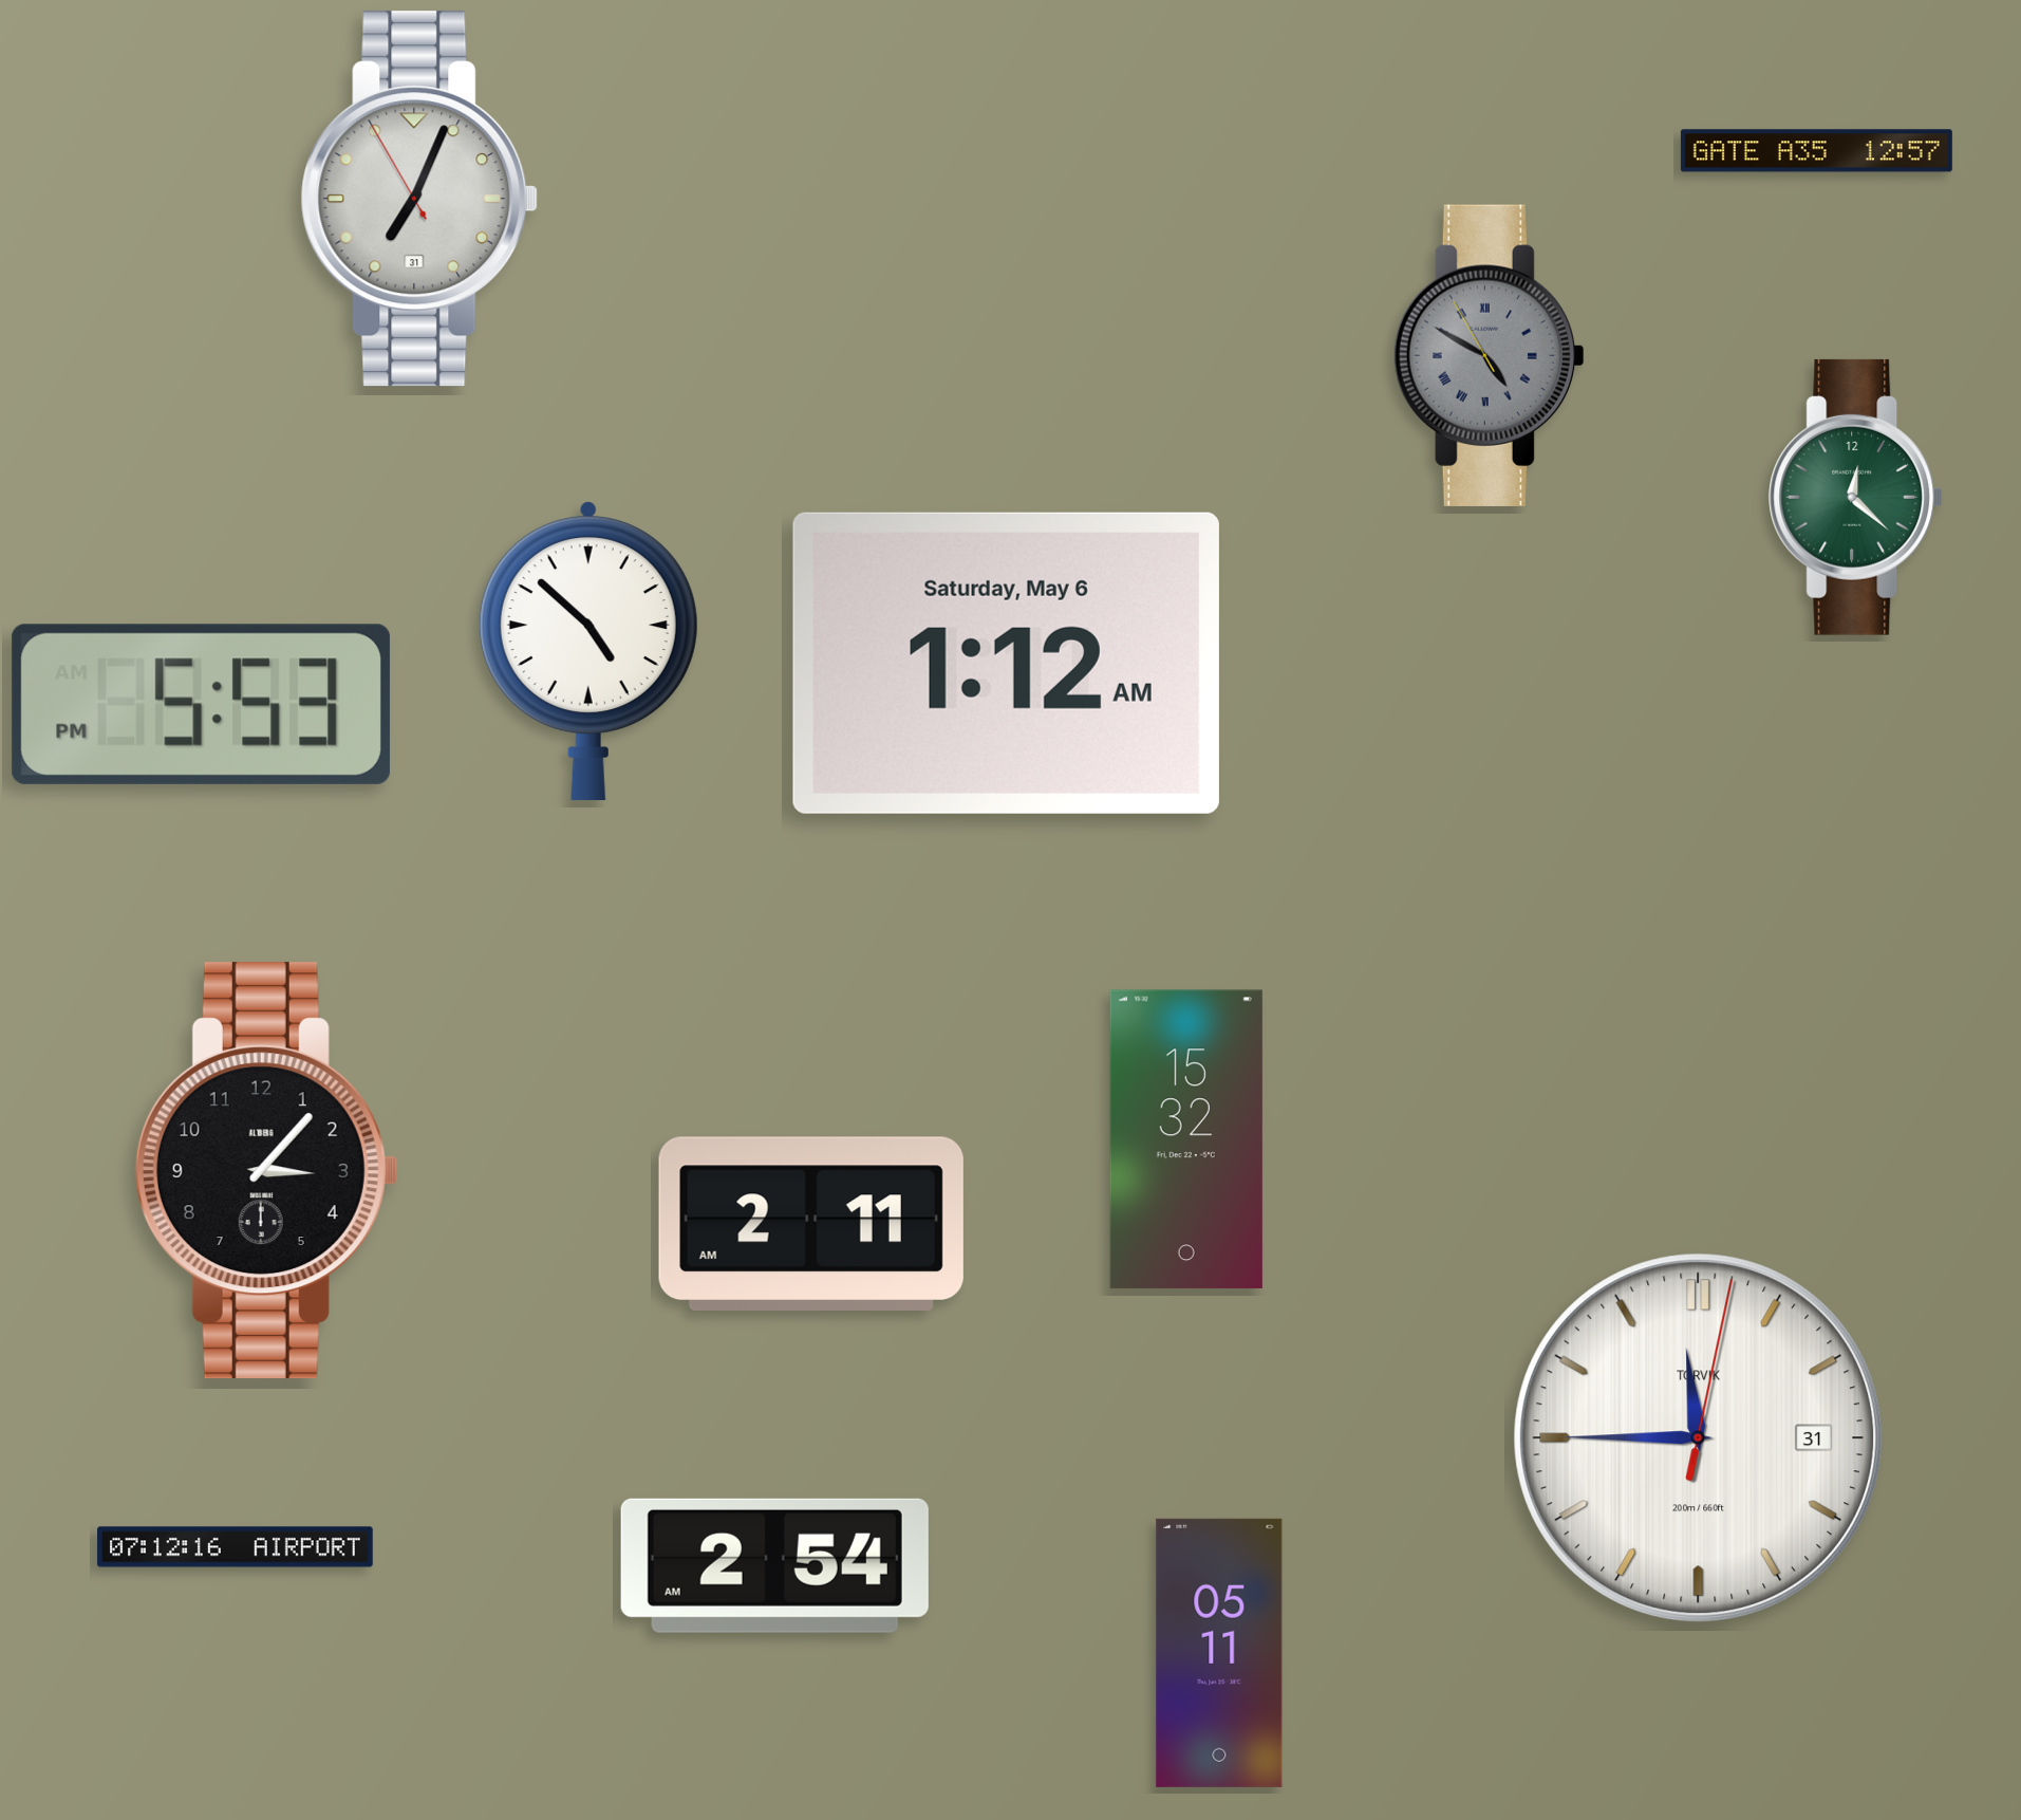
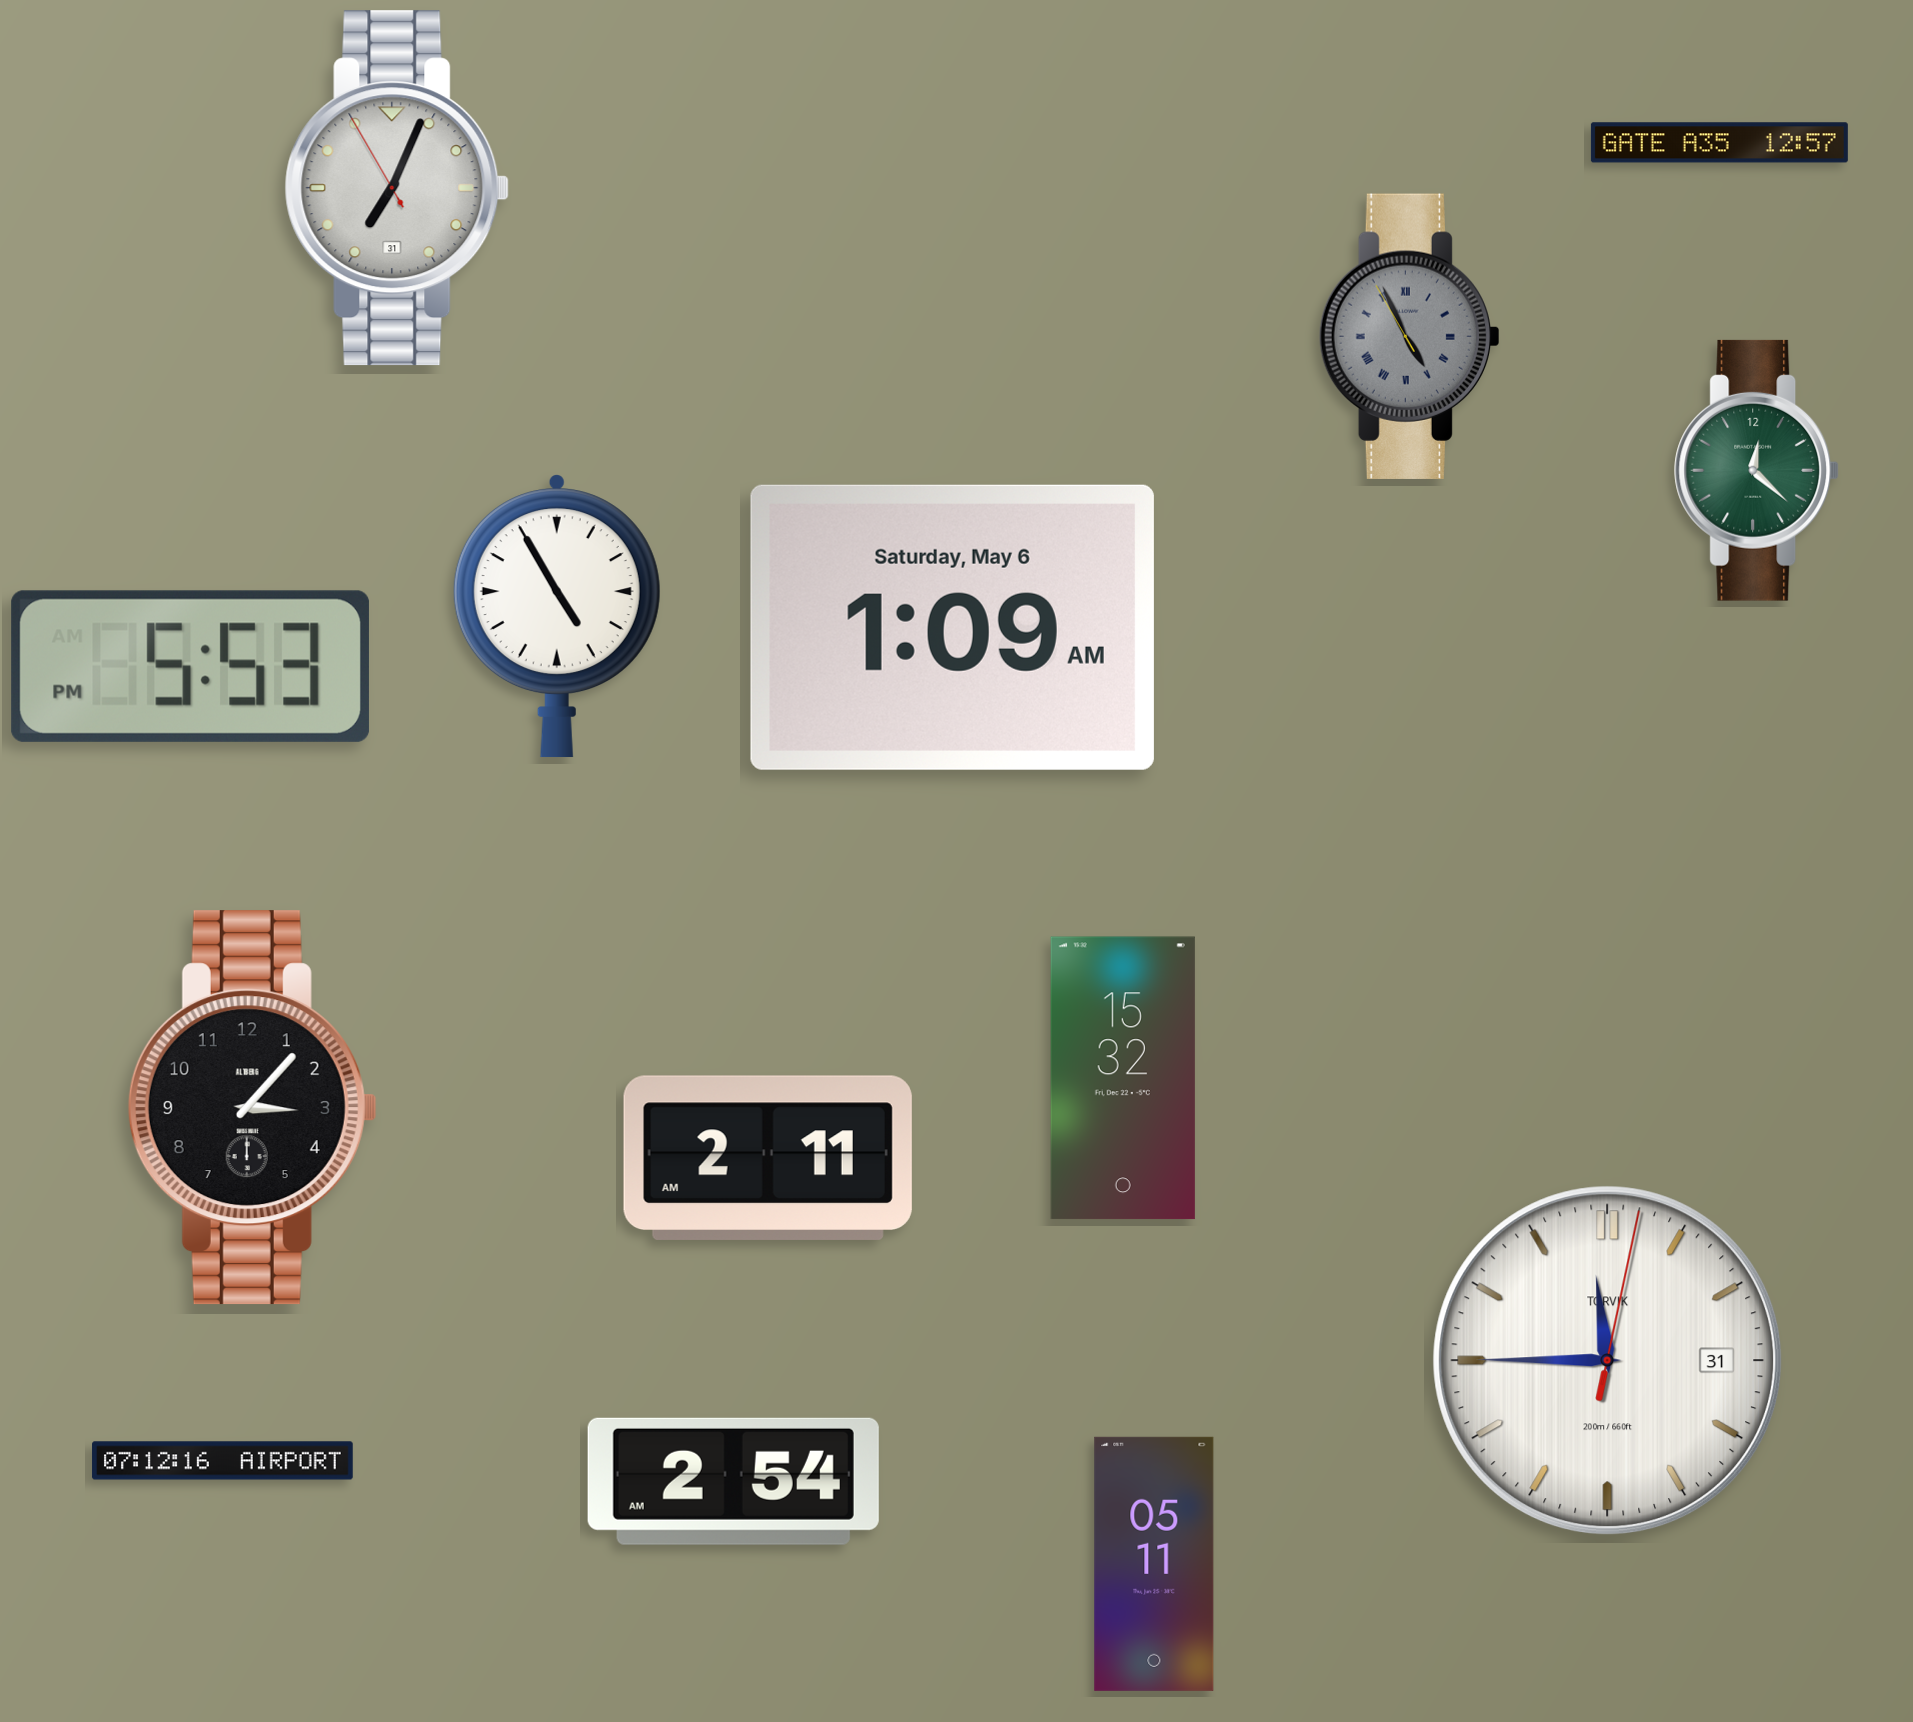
clock at (1489, 355): 4:49 -> 4:55
clock at (588, 651): 4:52 -> 4:55
clock at (1006, 663): 1:12 -> 1:09
clock at (236, 1547) position: (236, 1547) -> (223, 1461)
